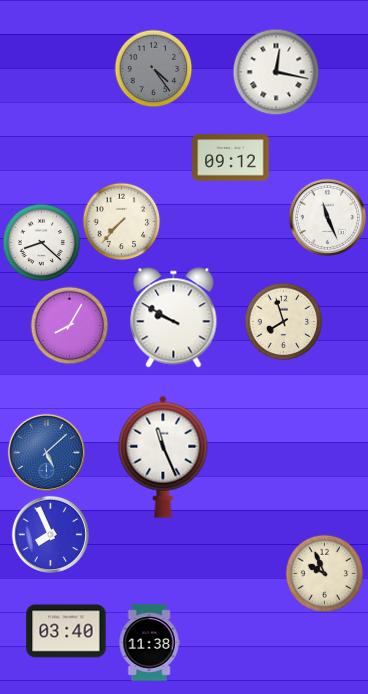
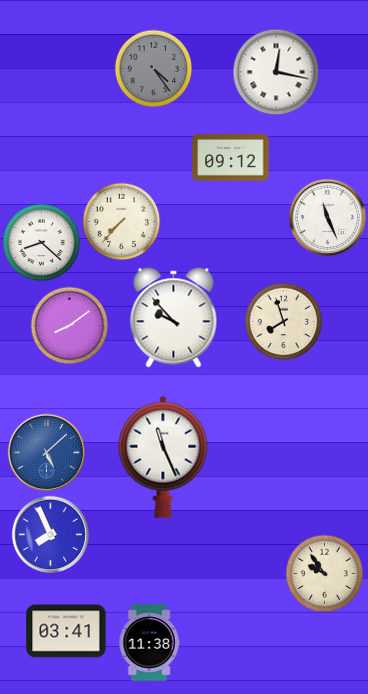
clock at (174, 318): 9:50 -> 9:53
clock at (69, 325): 8:05 -> 8:09
clock at (324, 573): 9:56 -> 9:54
clock at (66, 631): 03:40 -> 03:41
